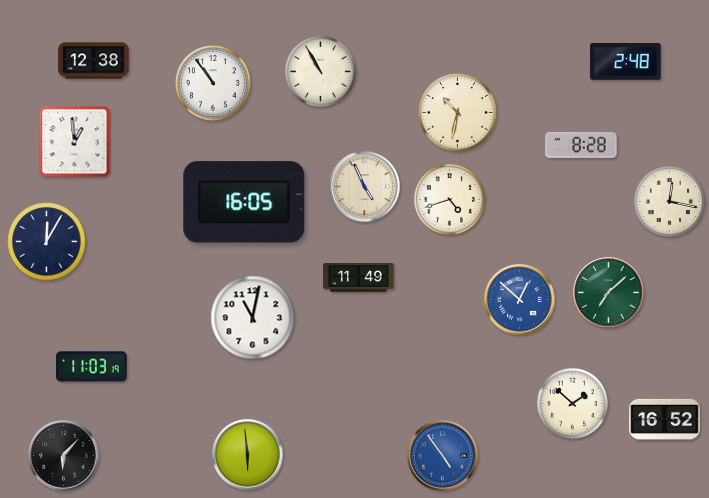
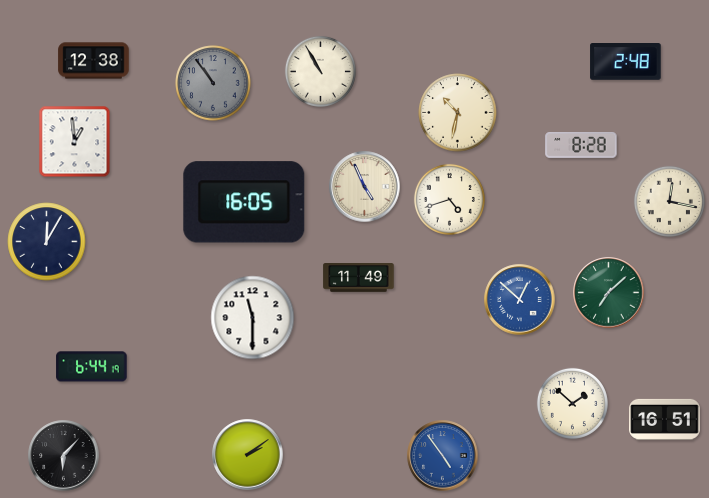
clock at (213, 83) dial: white -> grey
clock at (253, 318): 11:02 -> 11:30
clock at (92, 367): 11:03 -> 6:44
clock at (665, 419): 16:52 -> 16:51
clock at (248, 455): 5:59 -> 2:09
